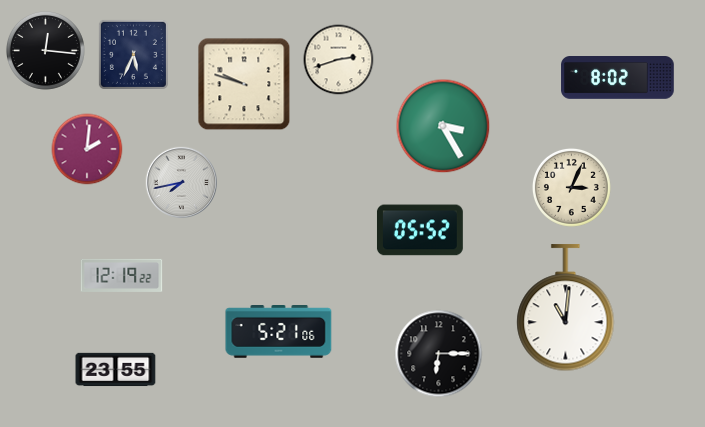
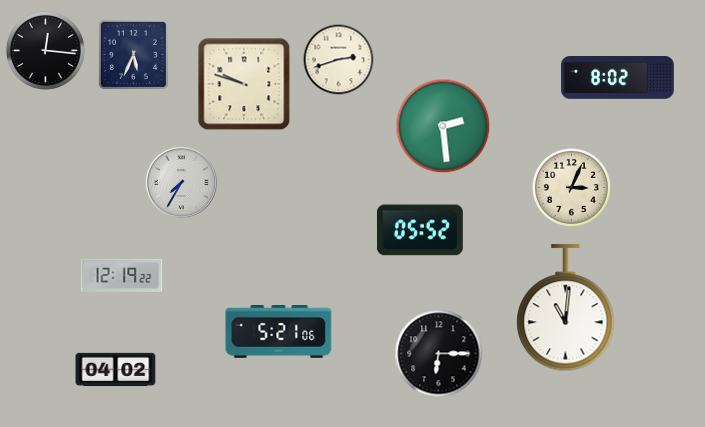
clock at (443, 126): 3:25 -> 2:29
clock at (87, 149): 2:01 -> none
clock at (181, 182): 7:43 -> 7:35
clock at (116, 370): 23:55 -> 04:02
